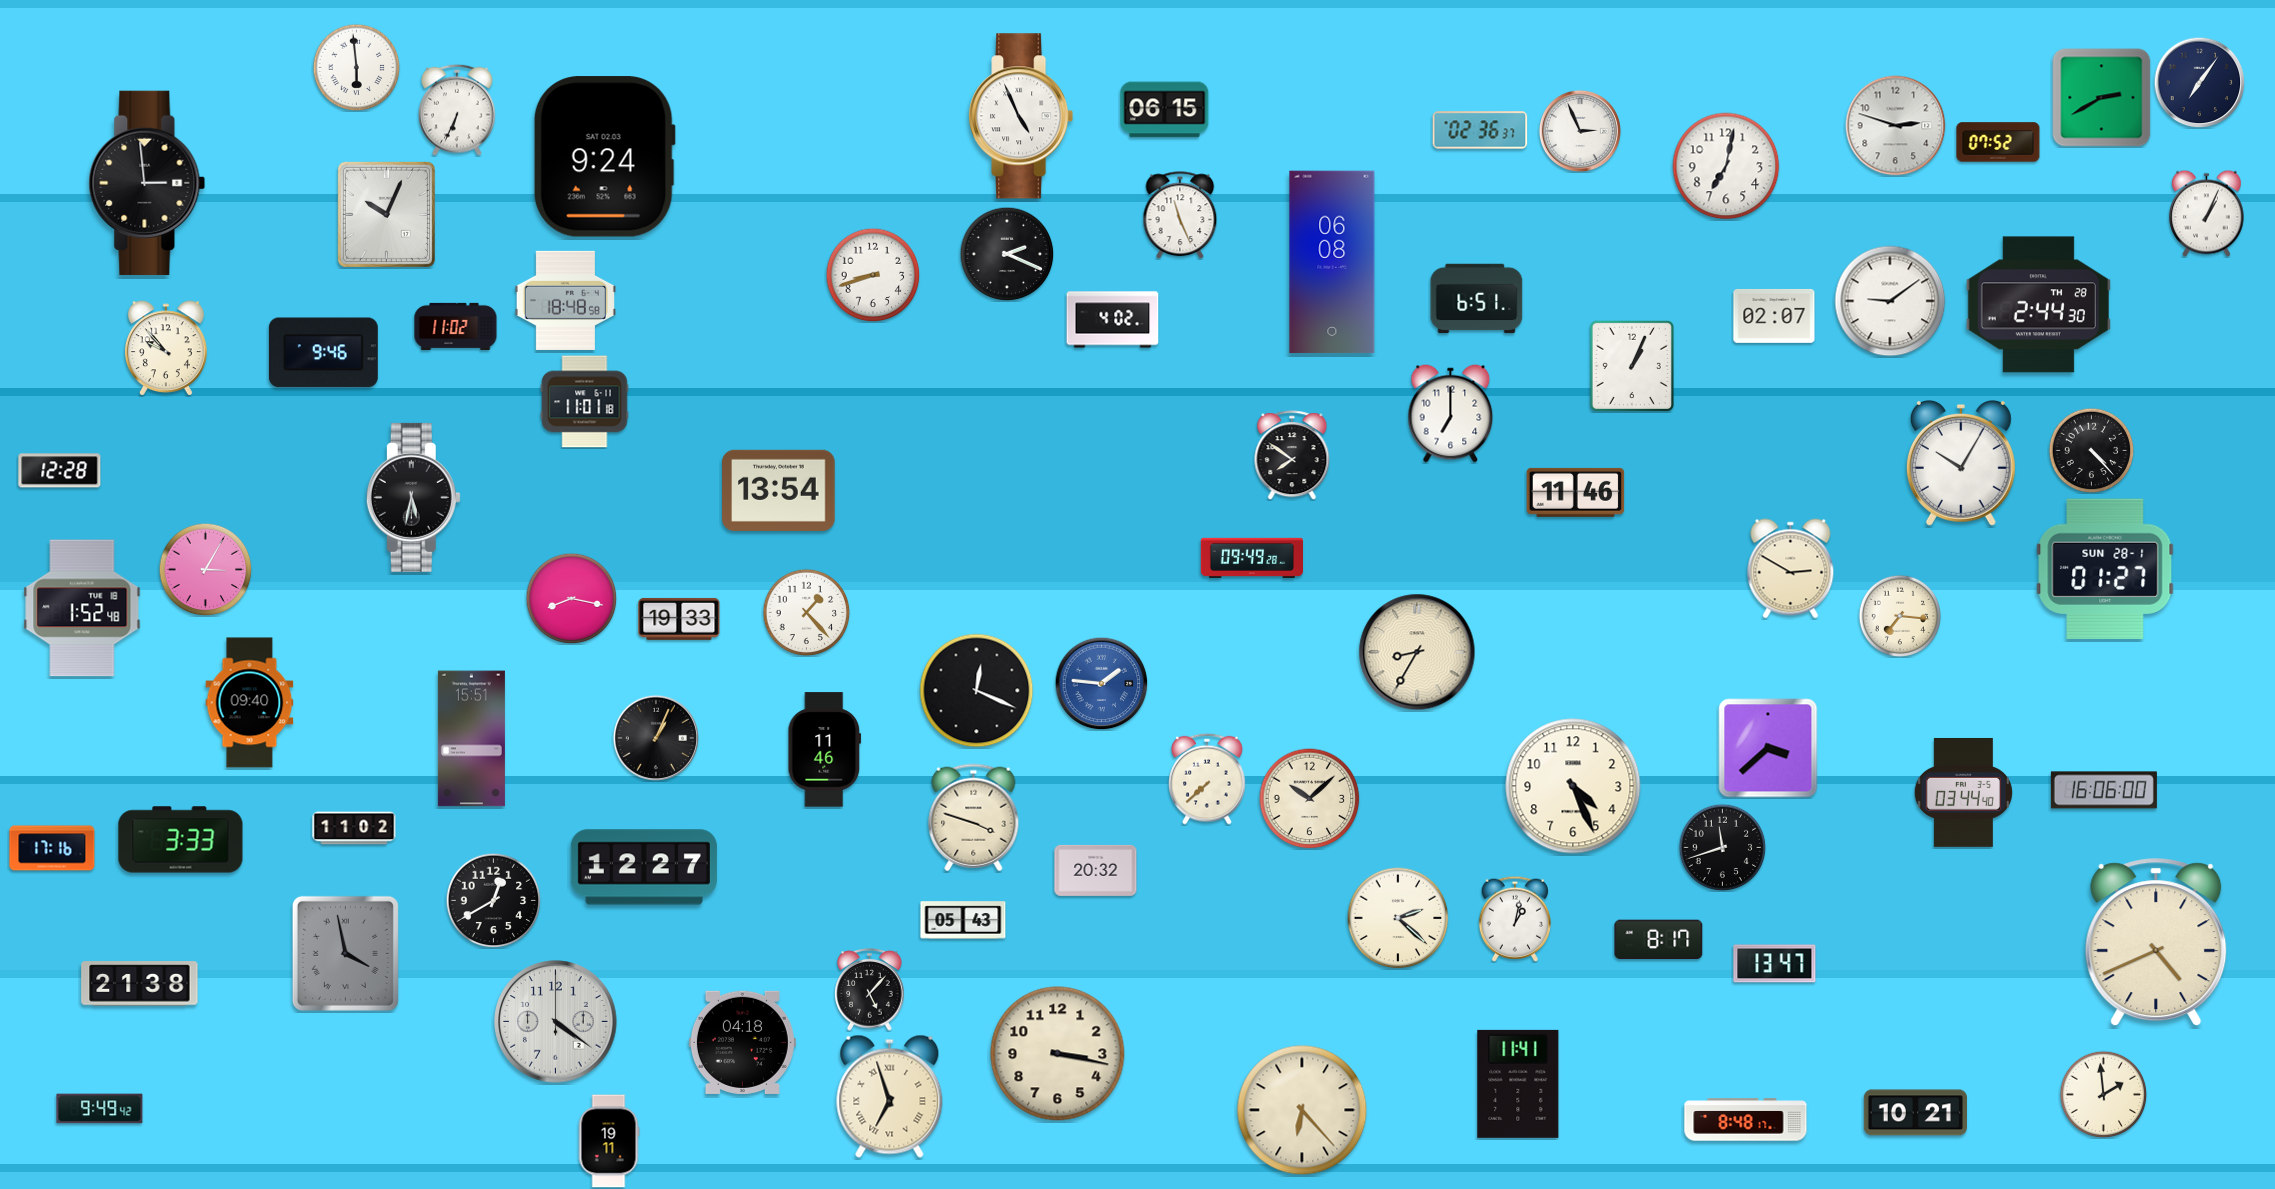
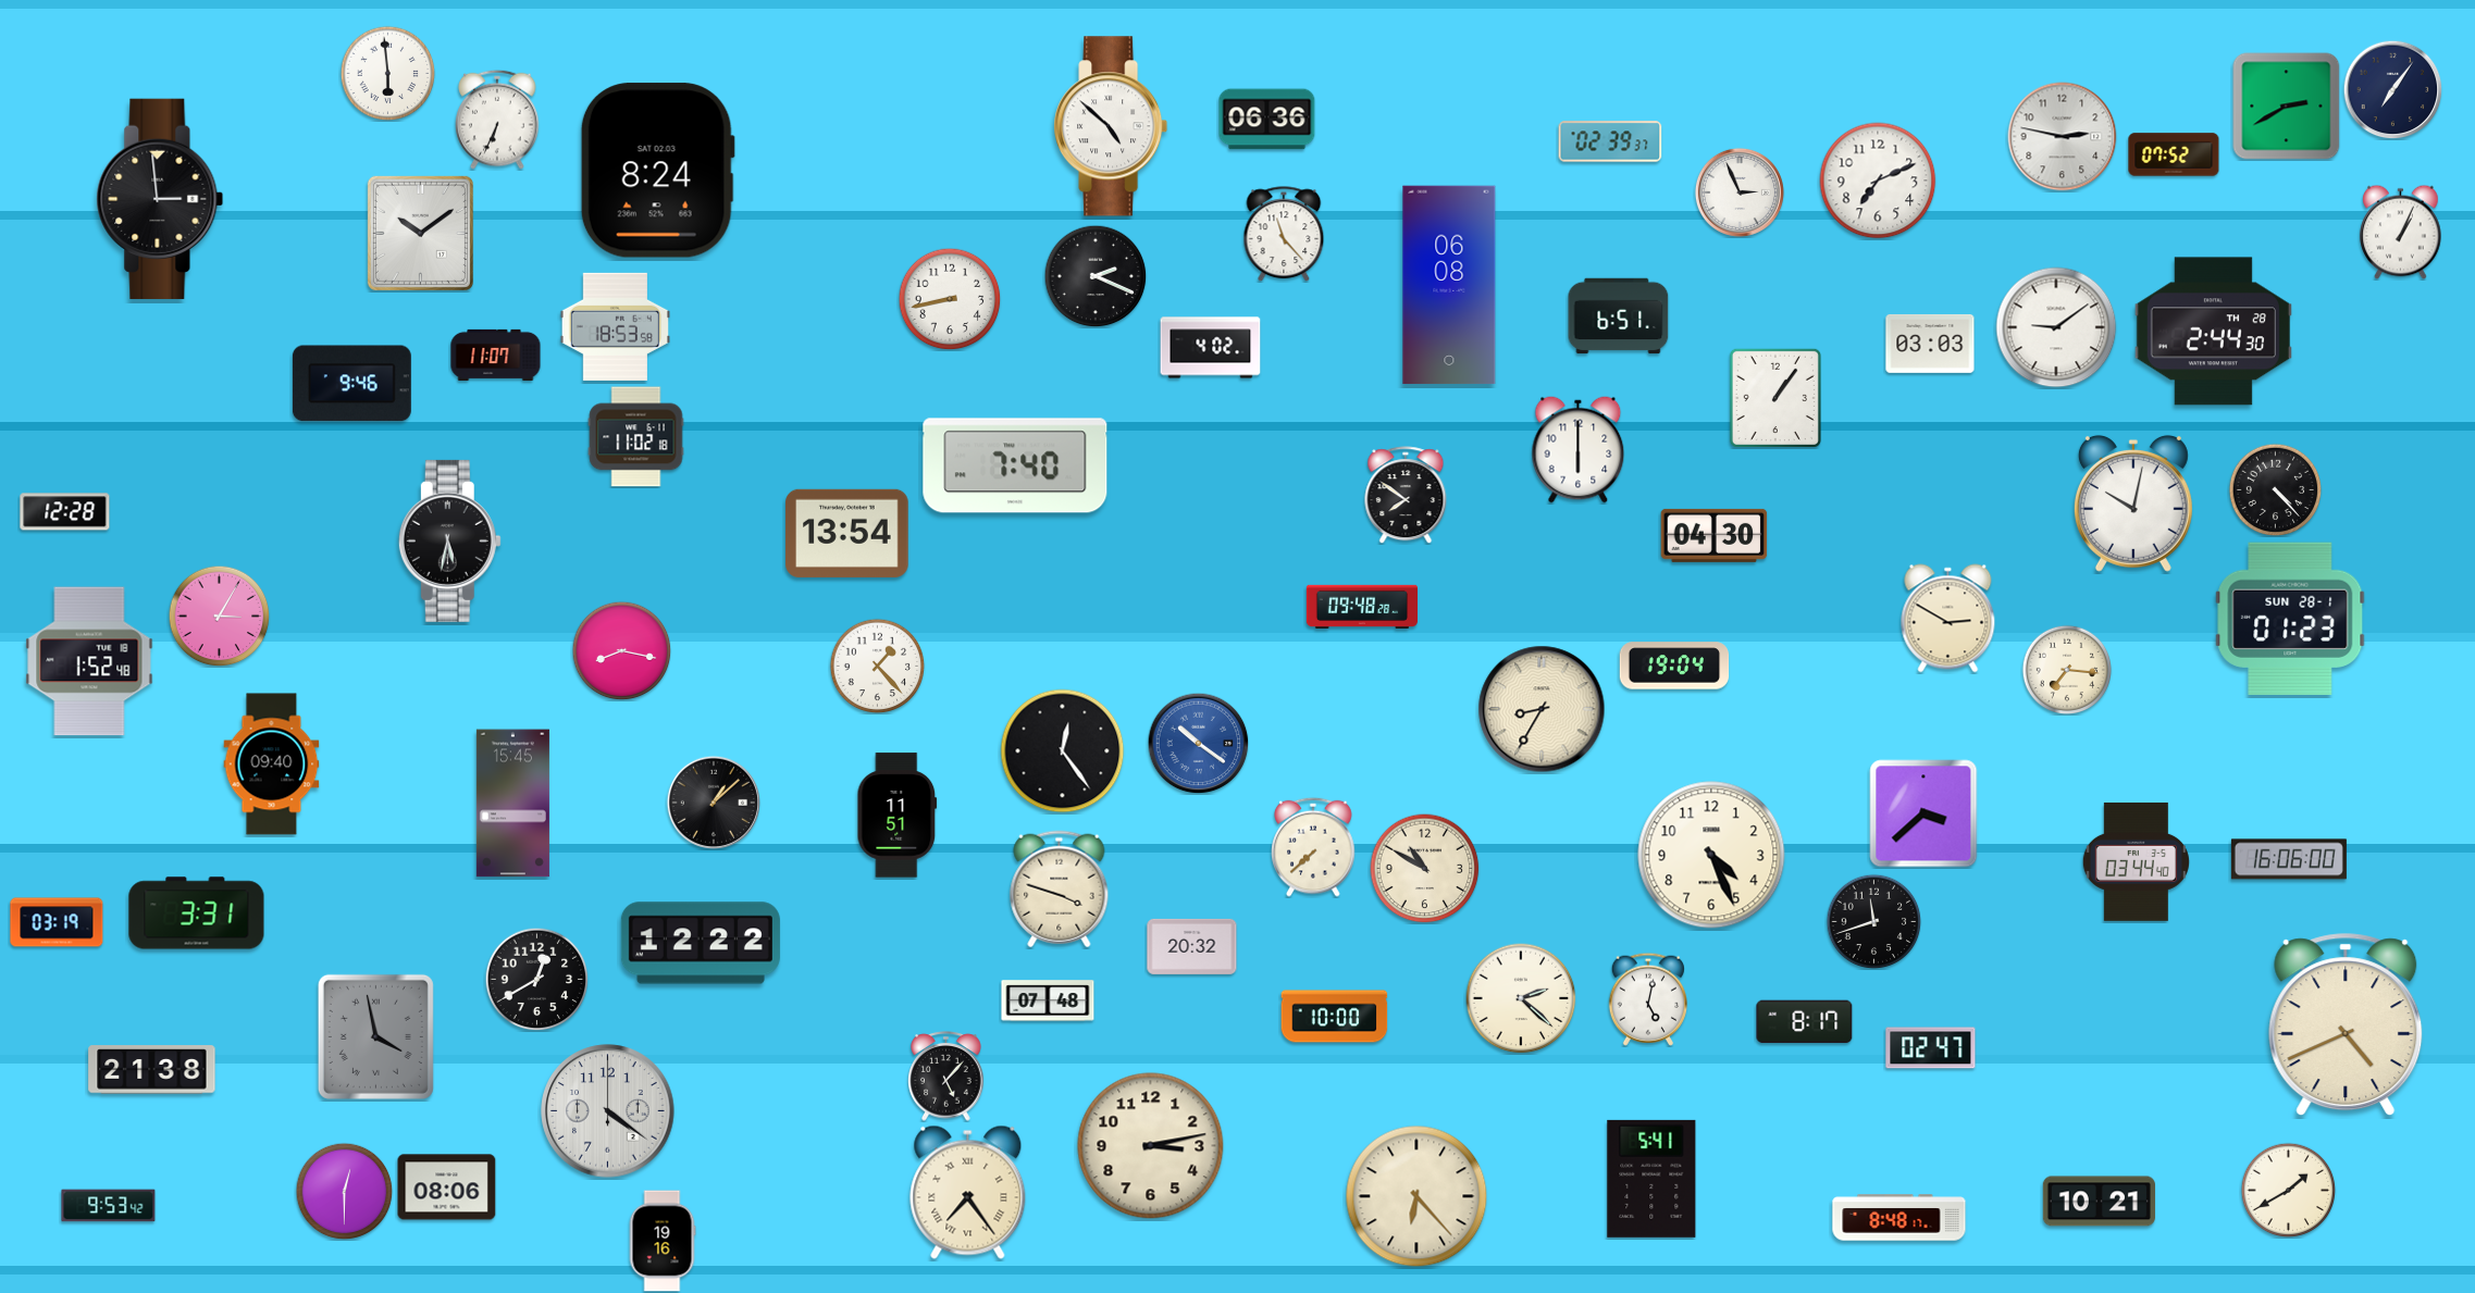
clock at (1165, 110): 06:15 -> 06:36
clock at (1021, 116): 4:56 -> 4:52
clock at (1896, 126): 2:48 -> 2:47
clock at (1480, 130): 02:36 -> 02:39
clock at (1580, 131) position: (1580, 131) -> (1740, 192)
clock at (604, 157): 9:24 -> 8:24
clock at (1726, 166): 7:02 -> 7:11
clock at (386, 214): 10:04 -> 10:09
clock at (1180, 215): 11:26 -> 11:23
clock at (873, 275): 8:42 -> 8:43
clock at (1477, 299) position: (1477, 299) -> (1619, 316)
clock at (565, 300): 18:48 -> 18:53
clock at (2038, 305) position: (2038, 305) -> (2213, 332)
clock at (1774, 316): 02:07 -> 03:03
clock at (456, 326): 11:02 -> 11:07
clock at (166, 348): 9:53 -> none
clock at (1632, 366): 1:04 -> 1:06
clock at (585, 402): 11:01 -> 11:02
clock at (1451, 414): 7:00 -> 6:00
clock at (1015, 465): none -> 7:40
clock at (1961, 463): 10:05 -> 10:02
clock at (1576, 492): 11:46 -> 04:30
clock at (1251, 558): 09:49 -> 09:48
clock at (205, 569) position: (205, 569) -> (219, 616)
clock at (2105, 569): 01:27 -> 01:23
clock at (1674, 666): none -> 19:04
clock at (679, 619): 19:33 -> none
clock at (1101, 683): 1:46 -> 10:21
clock at (977, 691): 12:19 -> 12:24
clock at (655, 737): 1:04 -> 1:08
clock at (471, 739): 15:51 -> 15:45
clock at (825, 750): 11:46 -> 11:51
clock at (1310, 799): 10:08 -> 10:50
clock at (354, 828): 11:02 -> none
clock at (181, 840): 3:33 -> 3:31
clock at (52, 848): 17:16 -> 03:19
clock at (644, 867): 12:27 -> 12:22
clock at (1515, 919): 1:02 -> 5:02
clock at (963, 920): 05:43 -> 07:48
clock at (1335, 1017): none -> 10:00
clock at (1775, 964): 13:47 -> 02:47
clock at (556, 1022) position: (556, 1022) -> (608, 1111)
clock at (742, 1042): 04:18 -> none
clock at (1058, 1054): 3:17 -> 3:13
clock at (1518, 1084): 11:41 -> 5:41
clock at (447, 1188): none -> 08:06
clock at (2103, 1094): 1:59 -> 1:40
clock at (344, 1191): none -> 12:30
clock at (890, 1096): 6:57 -> 7:24
clock at (100, 1109): 9:49 -> 9:53
clock at (1302, 1110) position: (1302, 1110) -> (1416, 1196)
clock at (1915, 1113) position: (1915, 1113) -> (2099, 1202)
clock at (609, 1141): 19:11 -> 19:16
